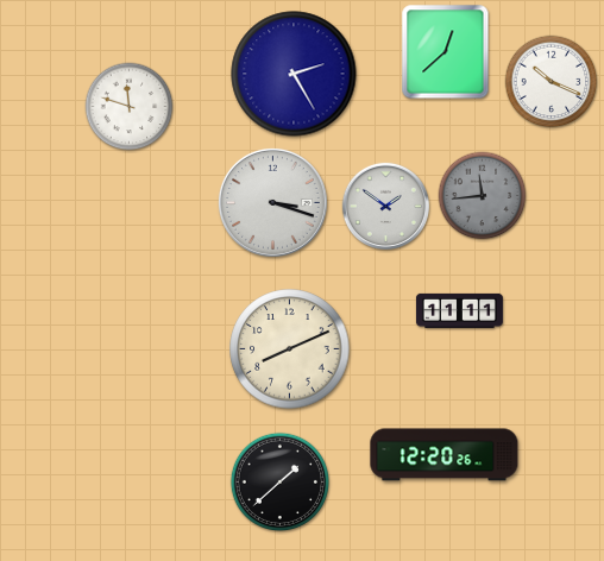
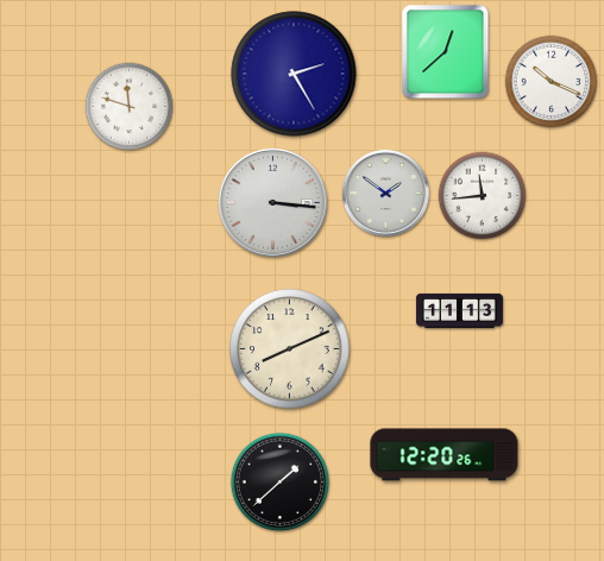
clock at (483, 196) dial: grey -> white
clock at (272, 202): 3:18 -> 3:16
clock at (385, 206) position: (385, 206) -> (385, 193)
clock at (459, 310): 11:11 -> 11:13
